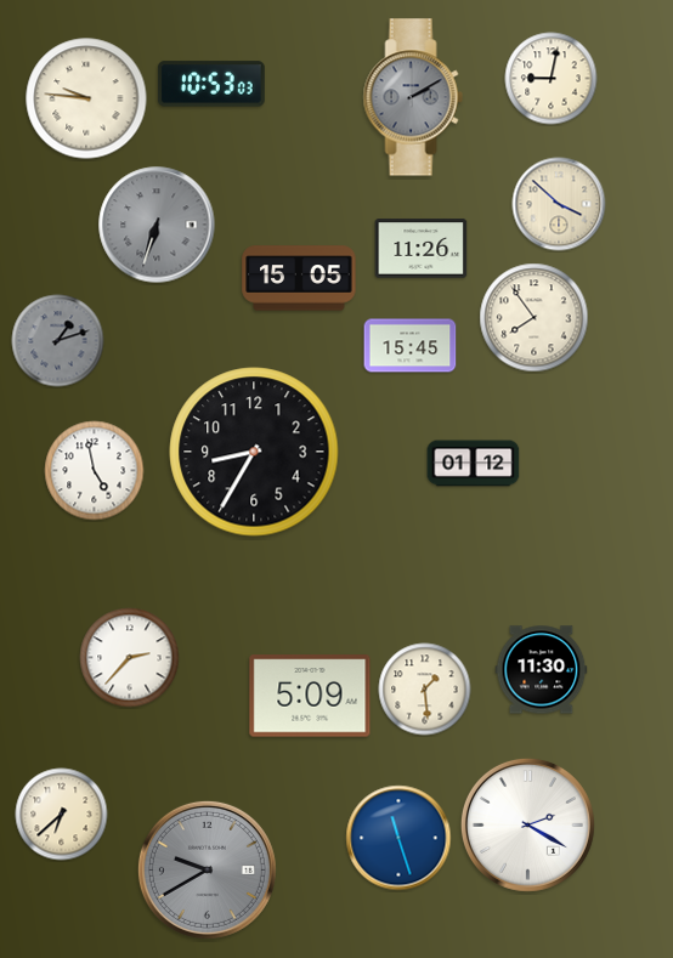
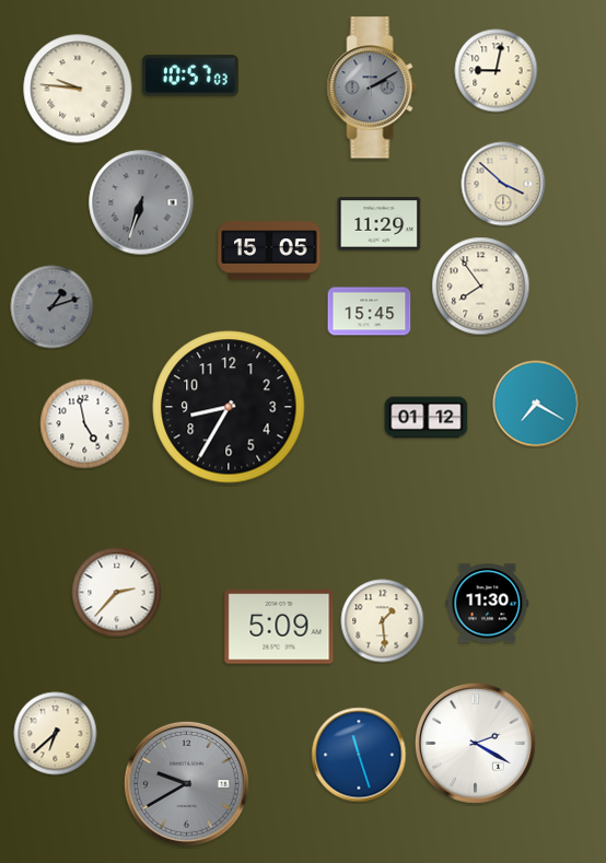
clock at (211, 84): 10:53 -> 10:57
clock at (422, 249): 11:26 -> 11:29
clock at (536, 404): none -> 7:20
